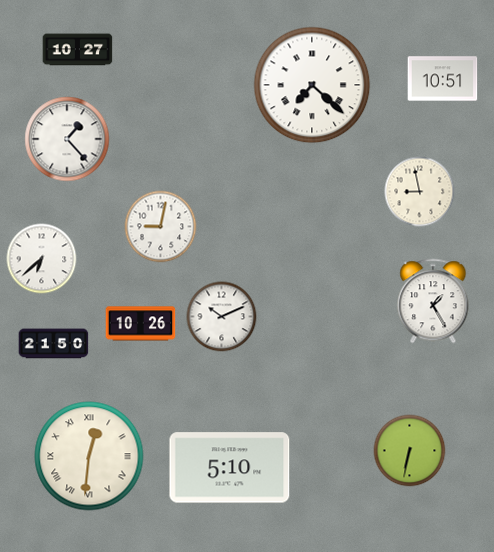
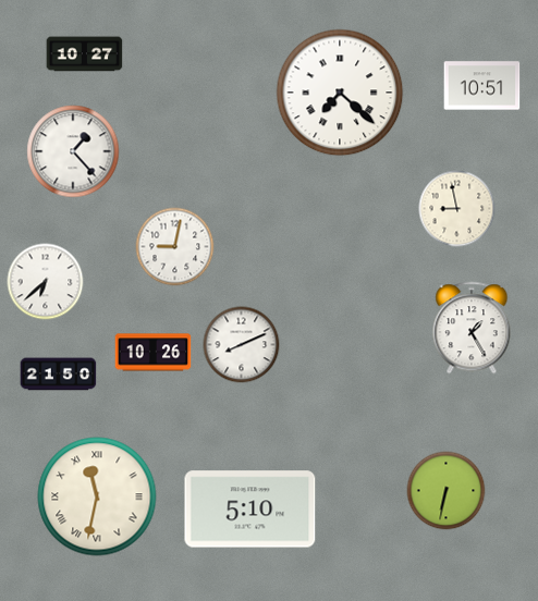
clock at (222, 317): 10:11 -> 8:11
clock at (89, 456): 12:31 -> 11:32
